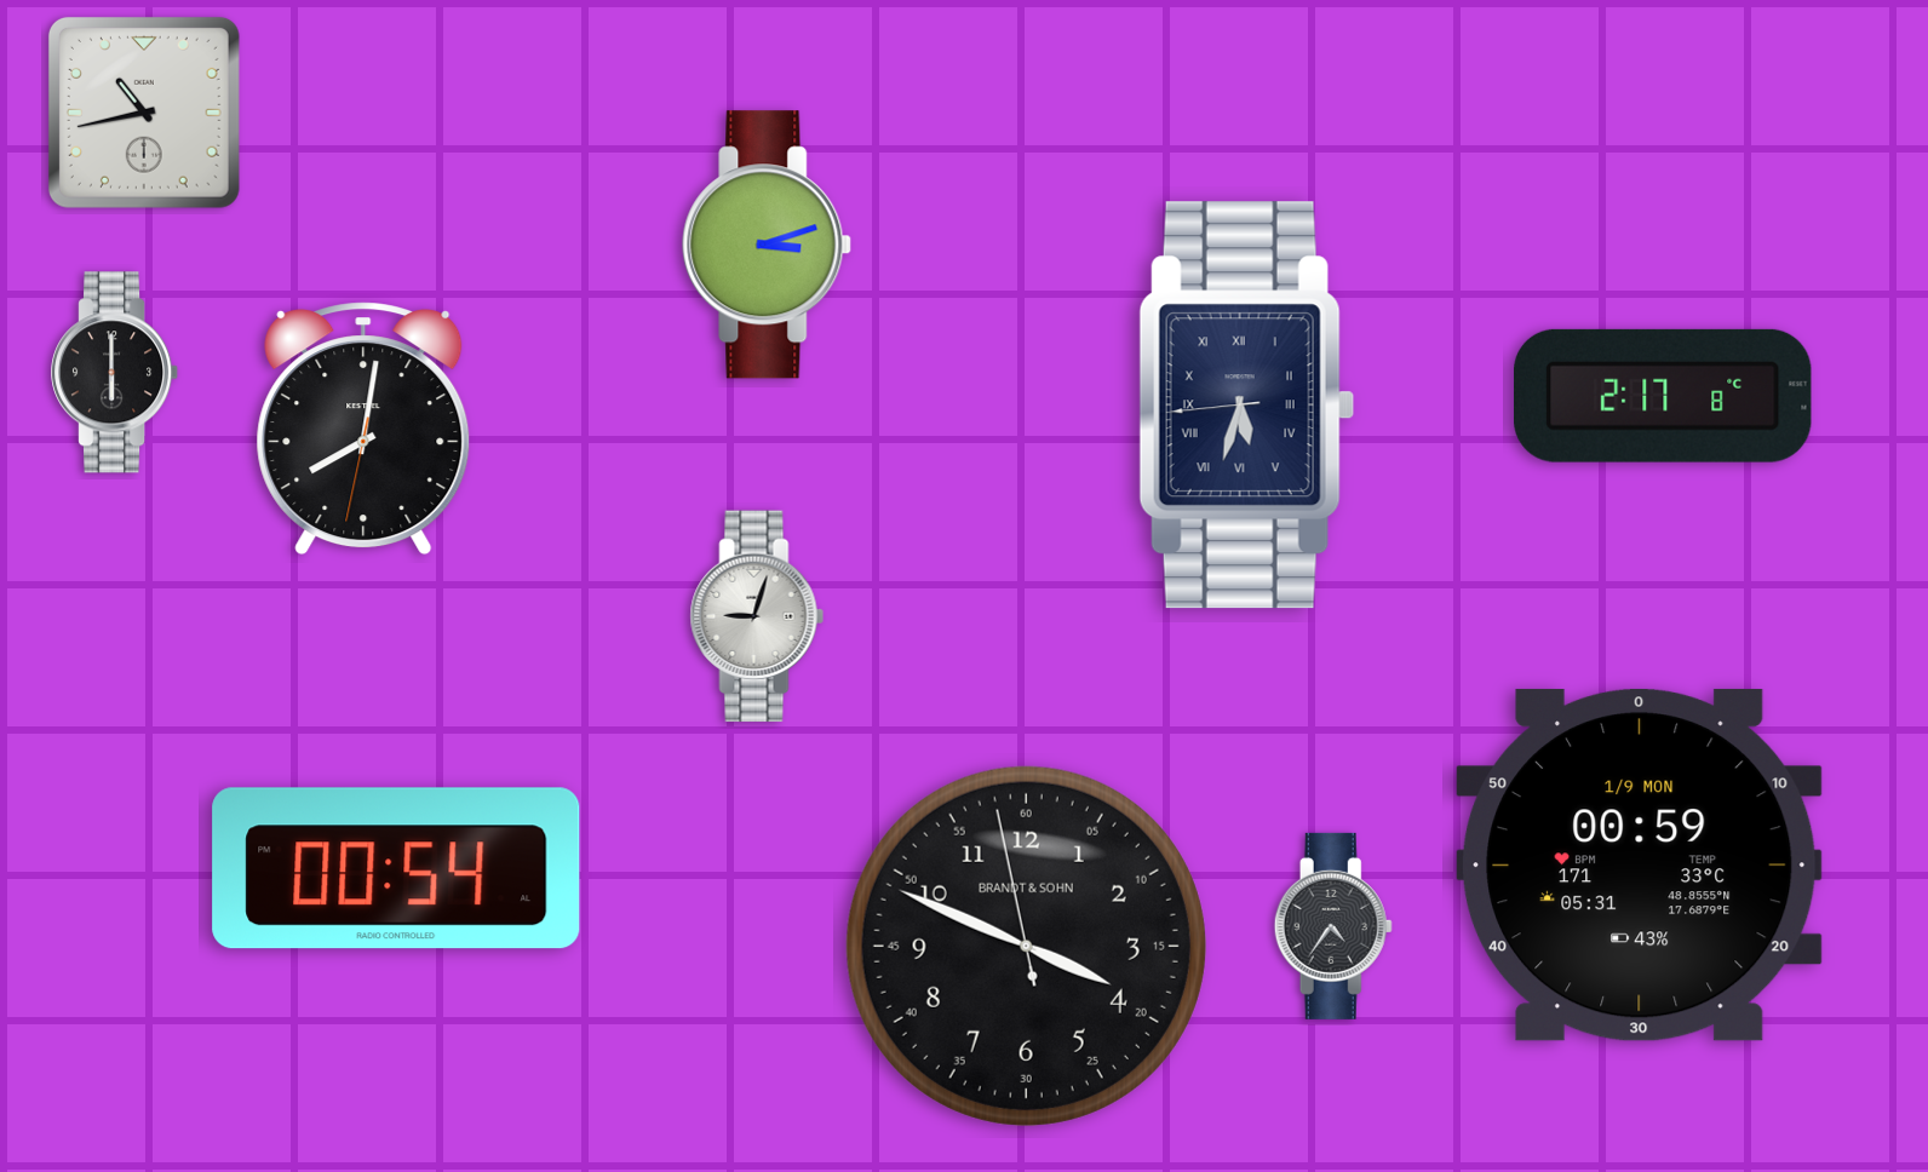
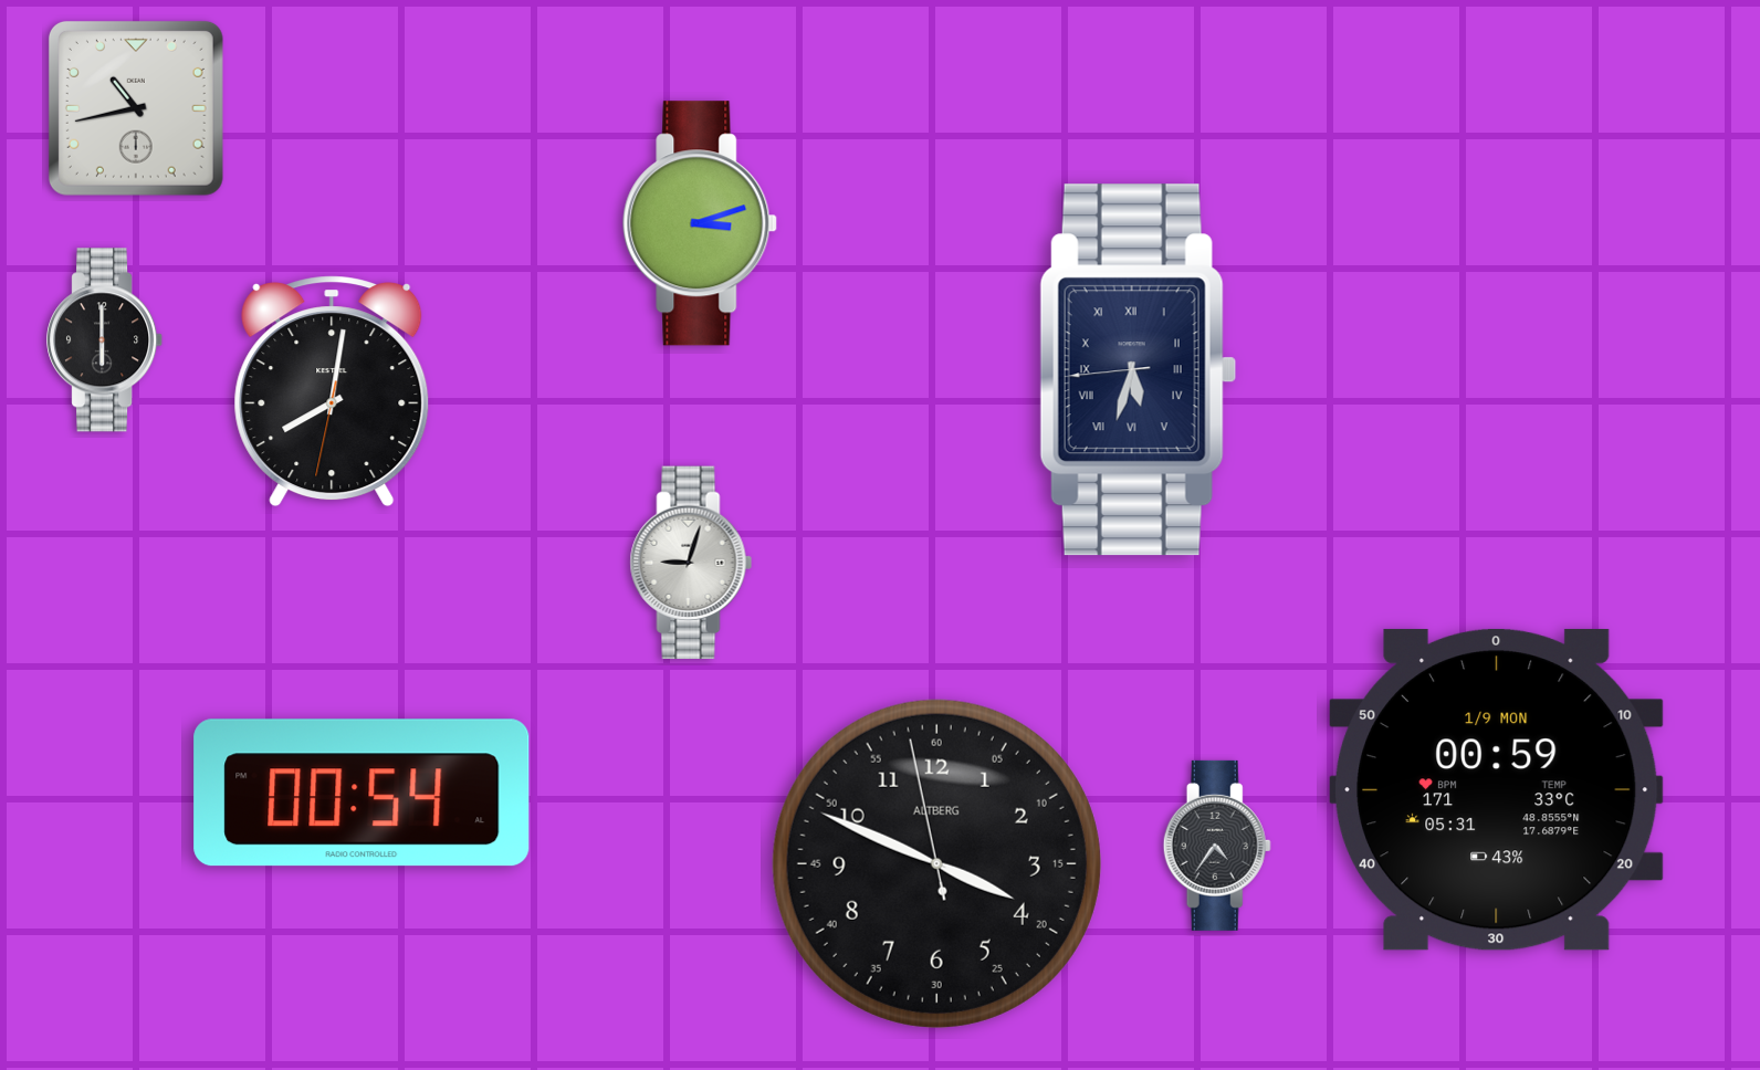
clock at (144, 113) position: (144, 113) -> (136, 108)
clock at (1664, 396): 2:17 -> none
clock at (1026, 946) brand: BRANDT & SOHN -> ALTBERG
